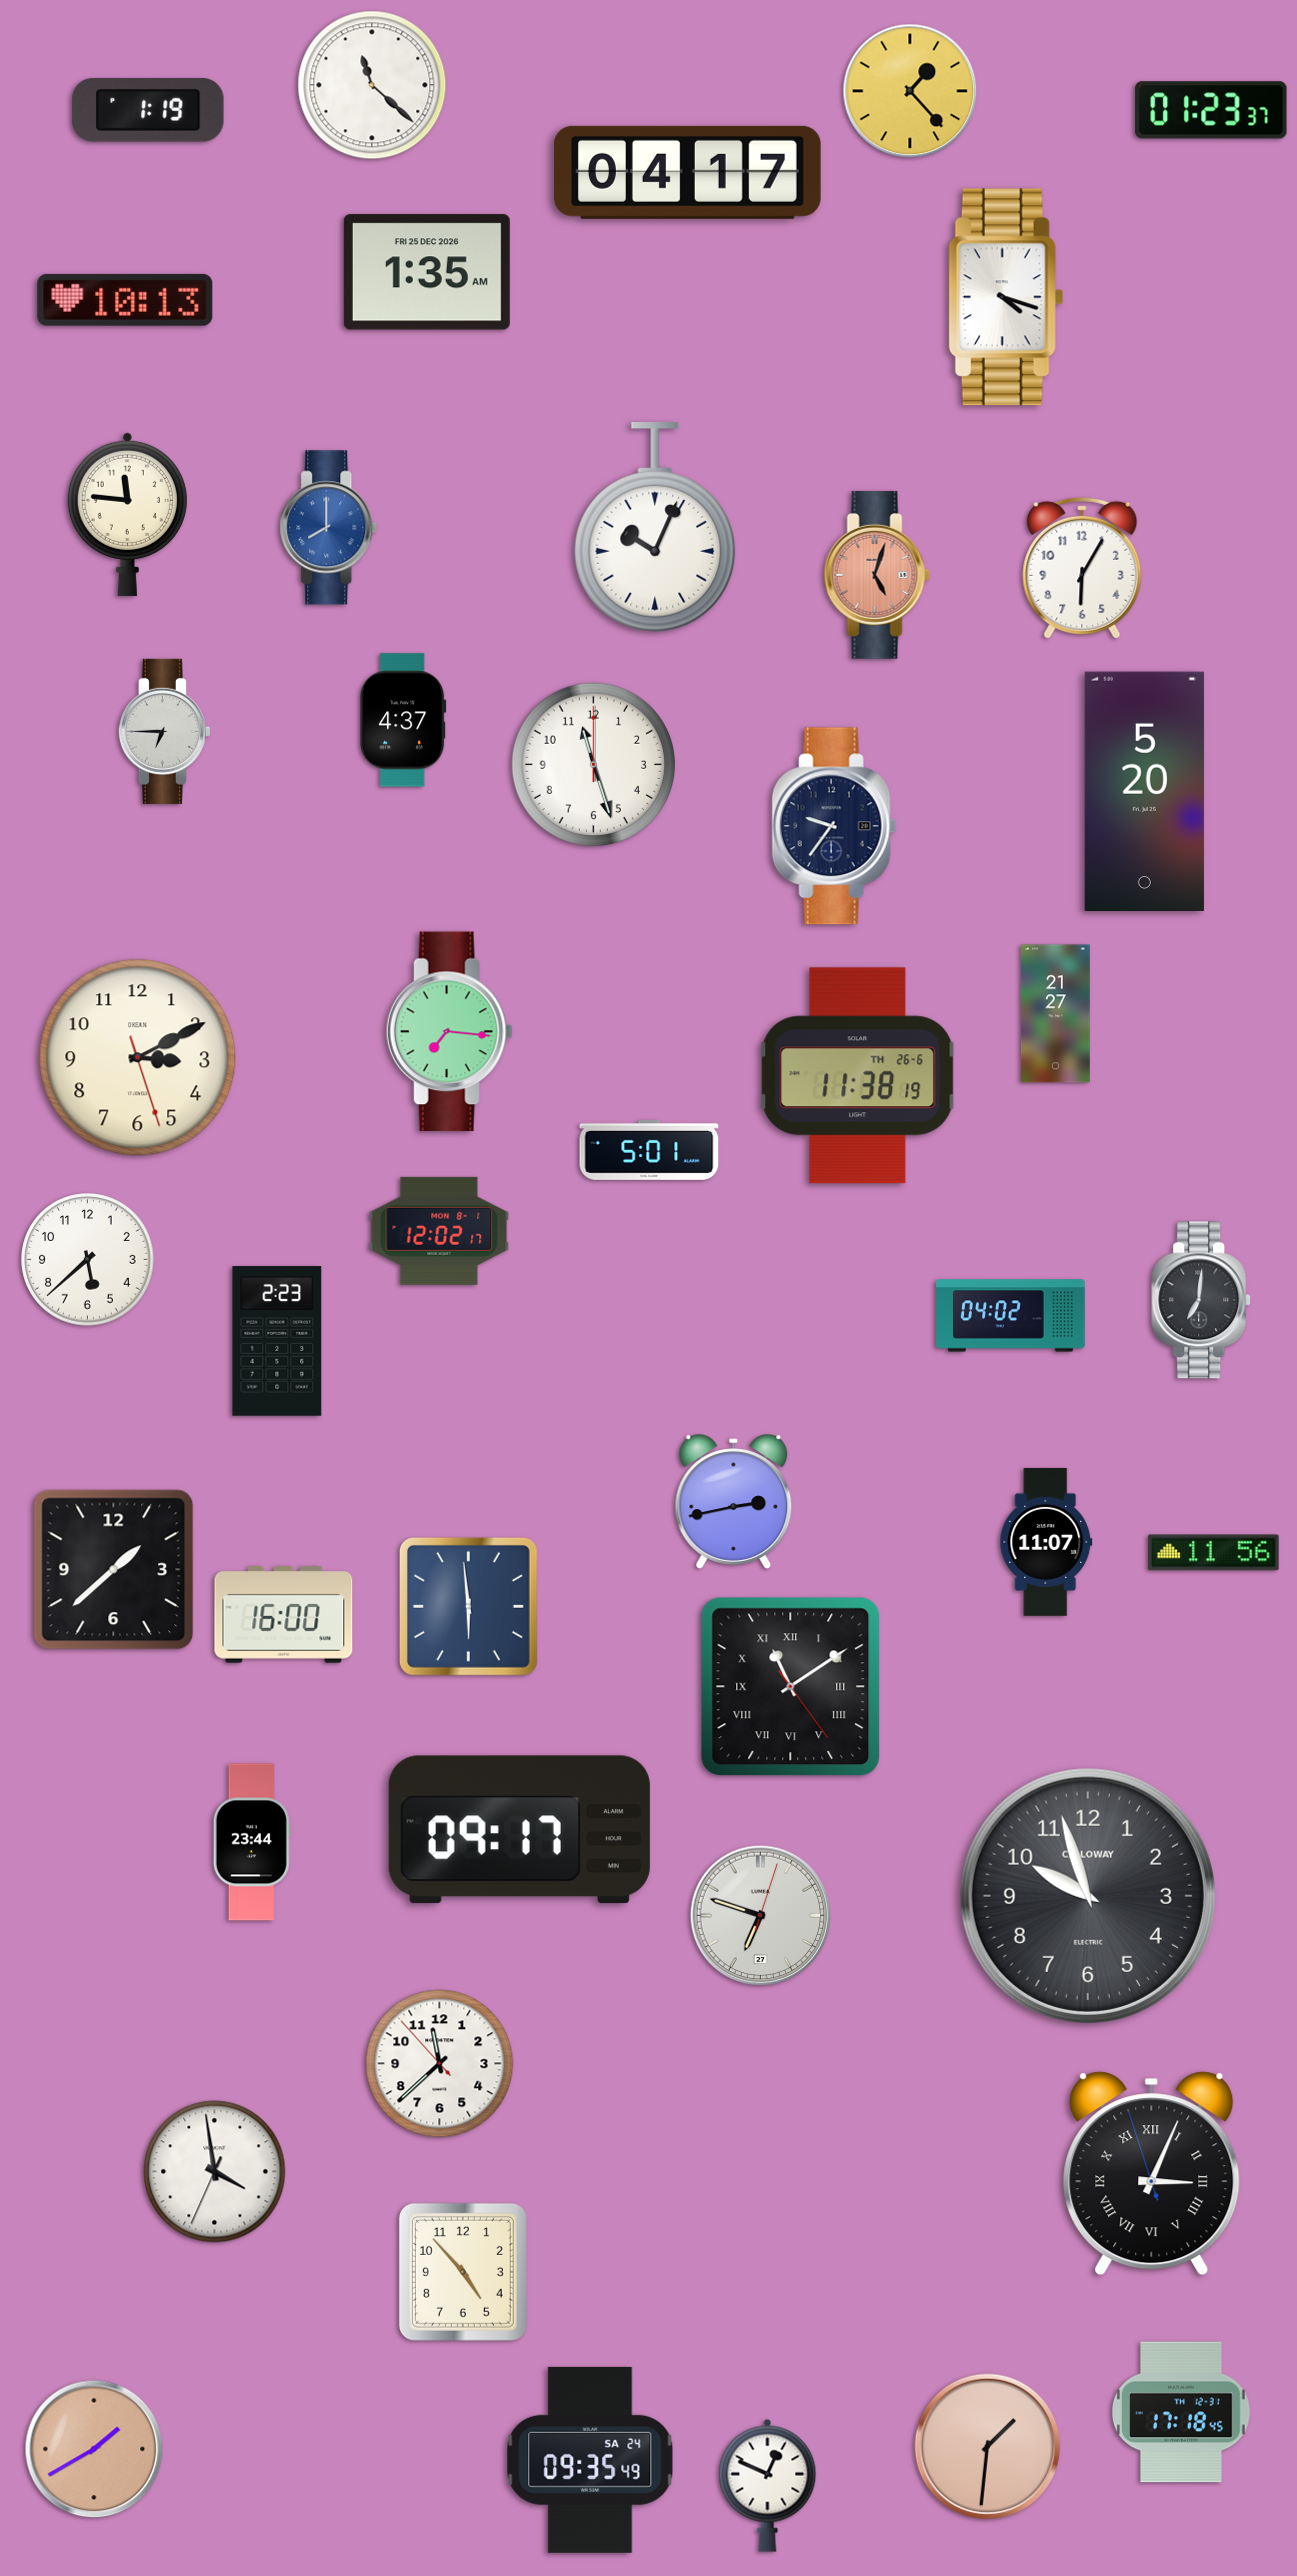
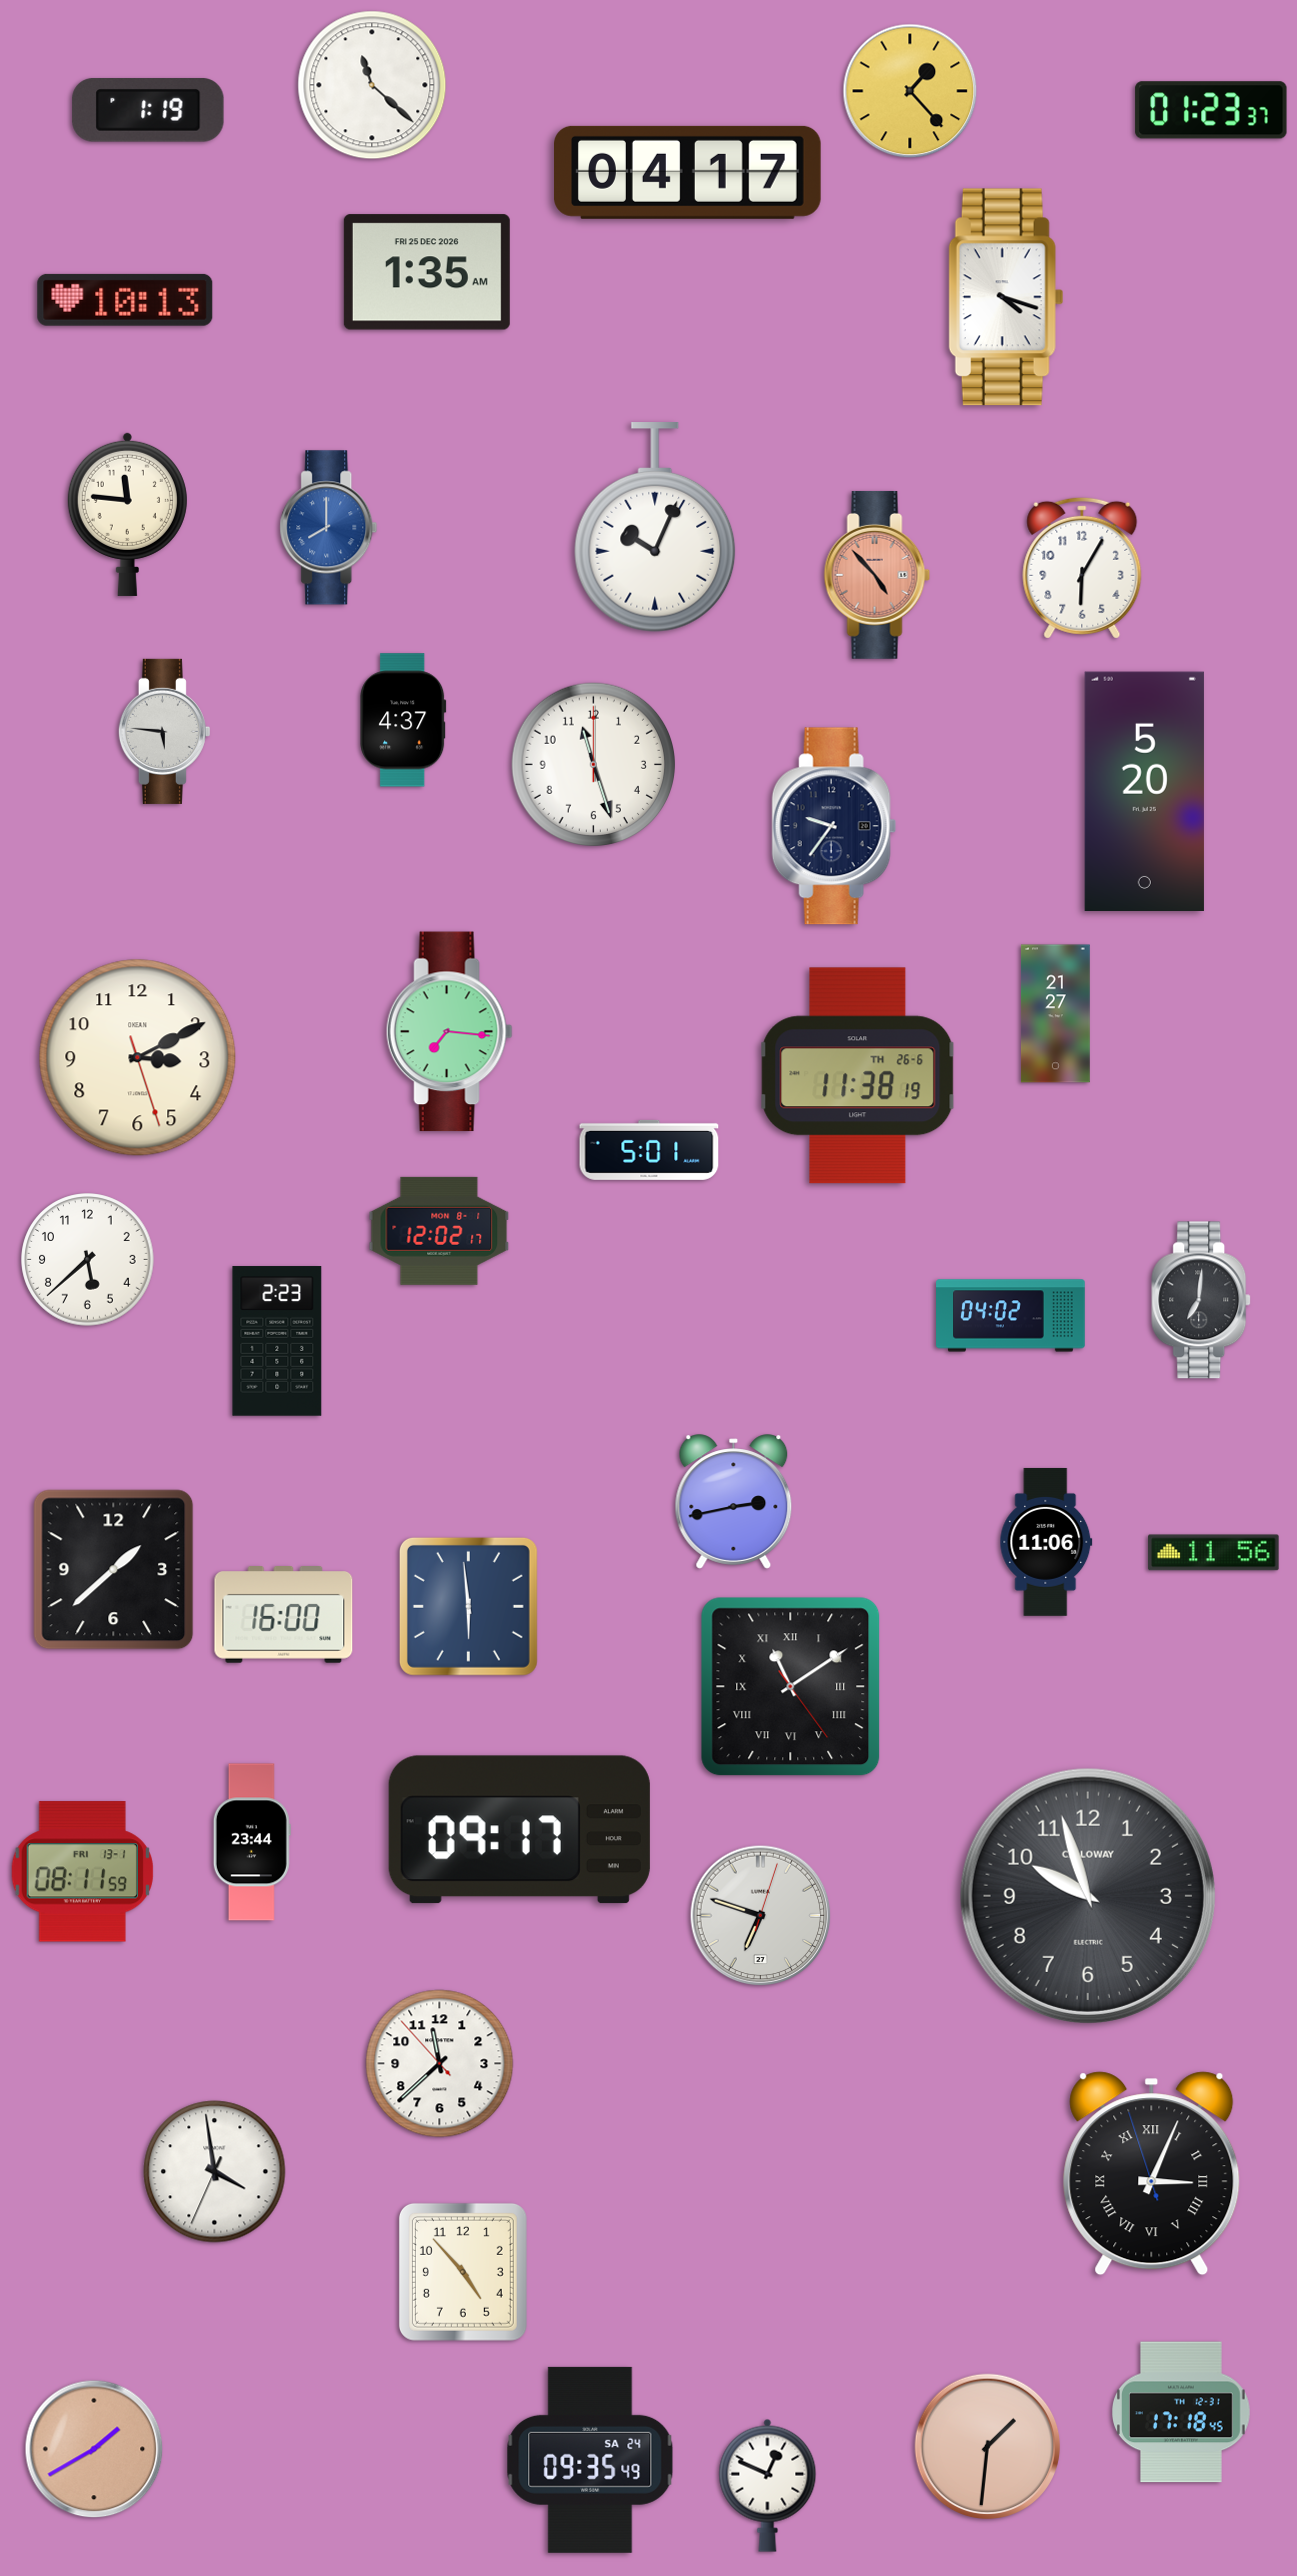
clock at (877, 575): 5:03 -> 4:53
clock at (164, 731): 6:45 -> 5:46
clock at (1046, 1542): 11:07 -> 11:06
clock at (82, 1872): none -> 08:11
